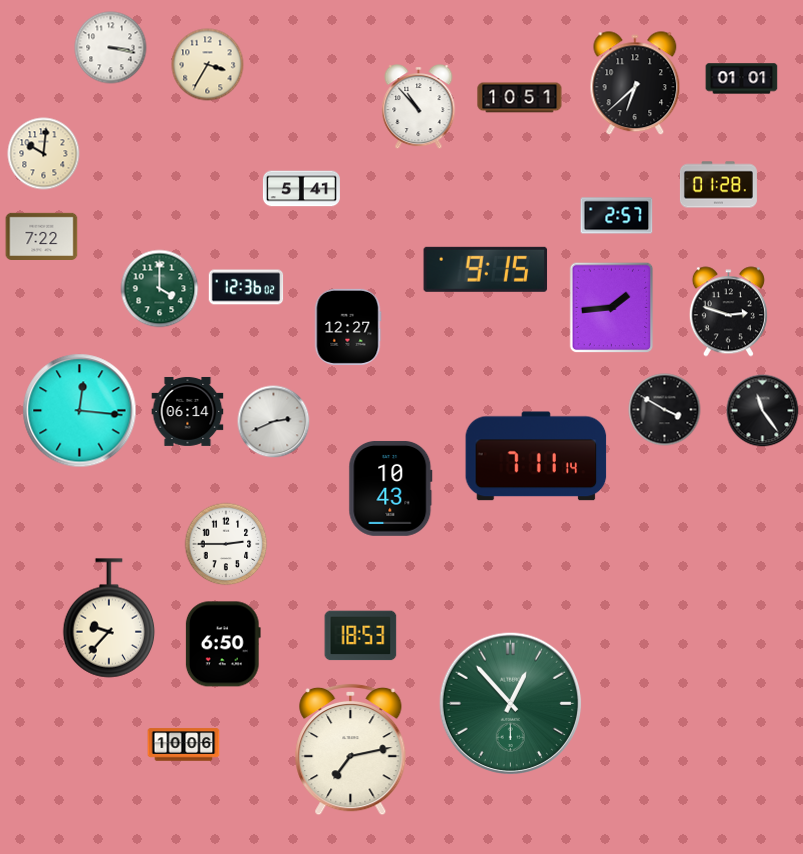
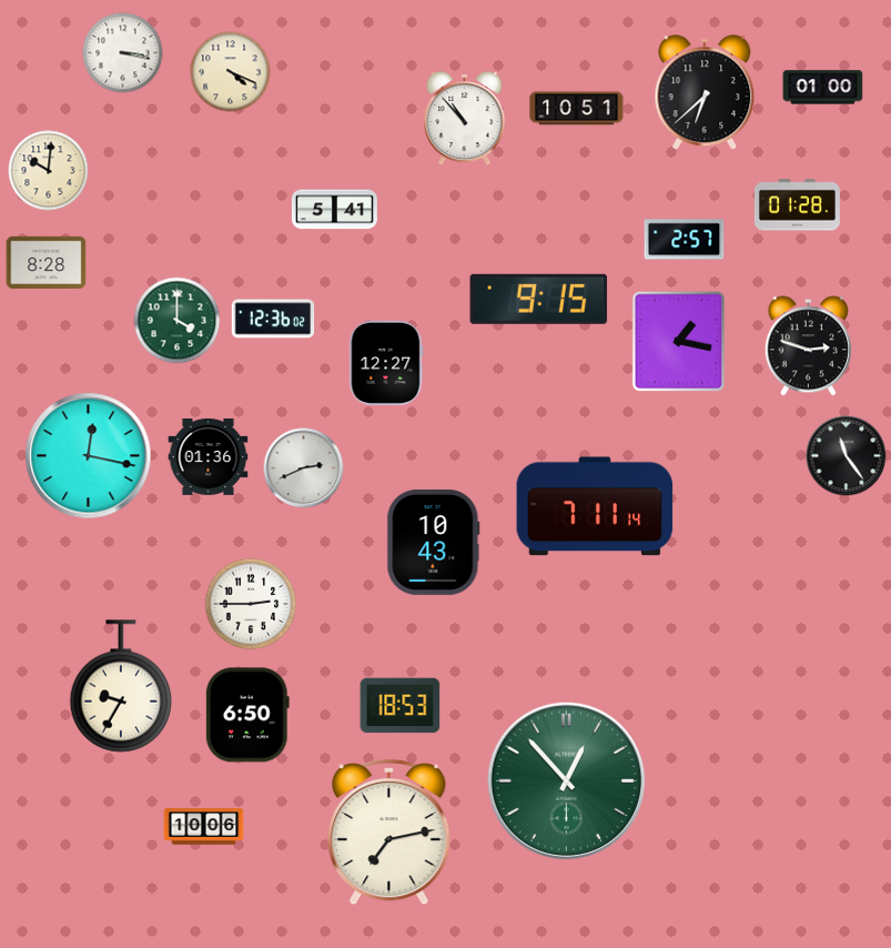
clock at (208, 65): 3:35 -> 4:19
clock at (742, 79): 01:01 -> 01:00
clock at (42, 236): 7:22 -> 8:28
clock at (612, 308): 1:44 -> 1:17
clock at (665, 410): 3:50 -> none
clock at (80, 411): 12:16 -> 12:17
clock at (188, 411): 06:14 -> 01:36
clock at (109, 618): 9:37 -> 9:35
